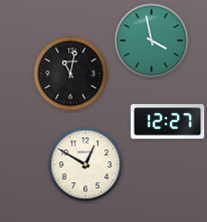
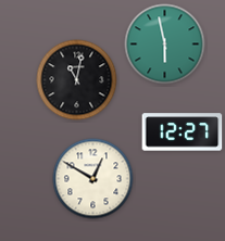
clock at (152, 41): 3:58 -> 5:58
